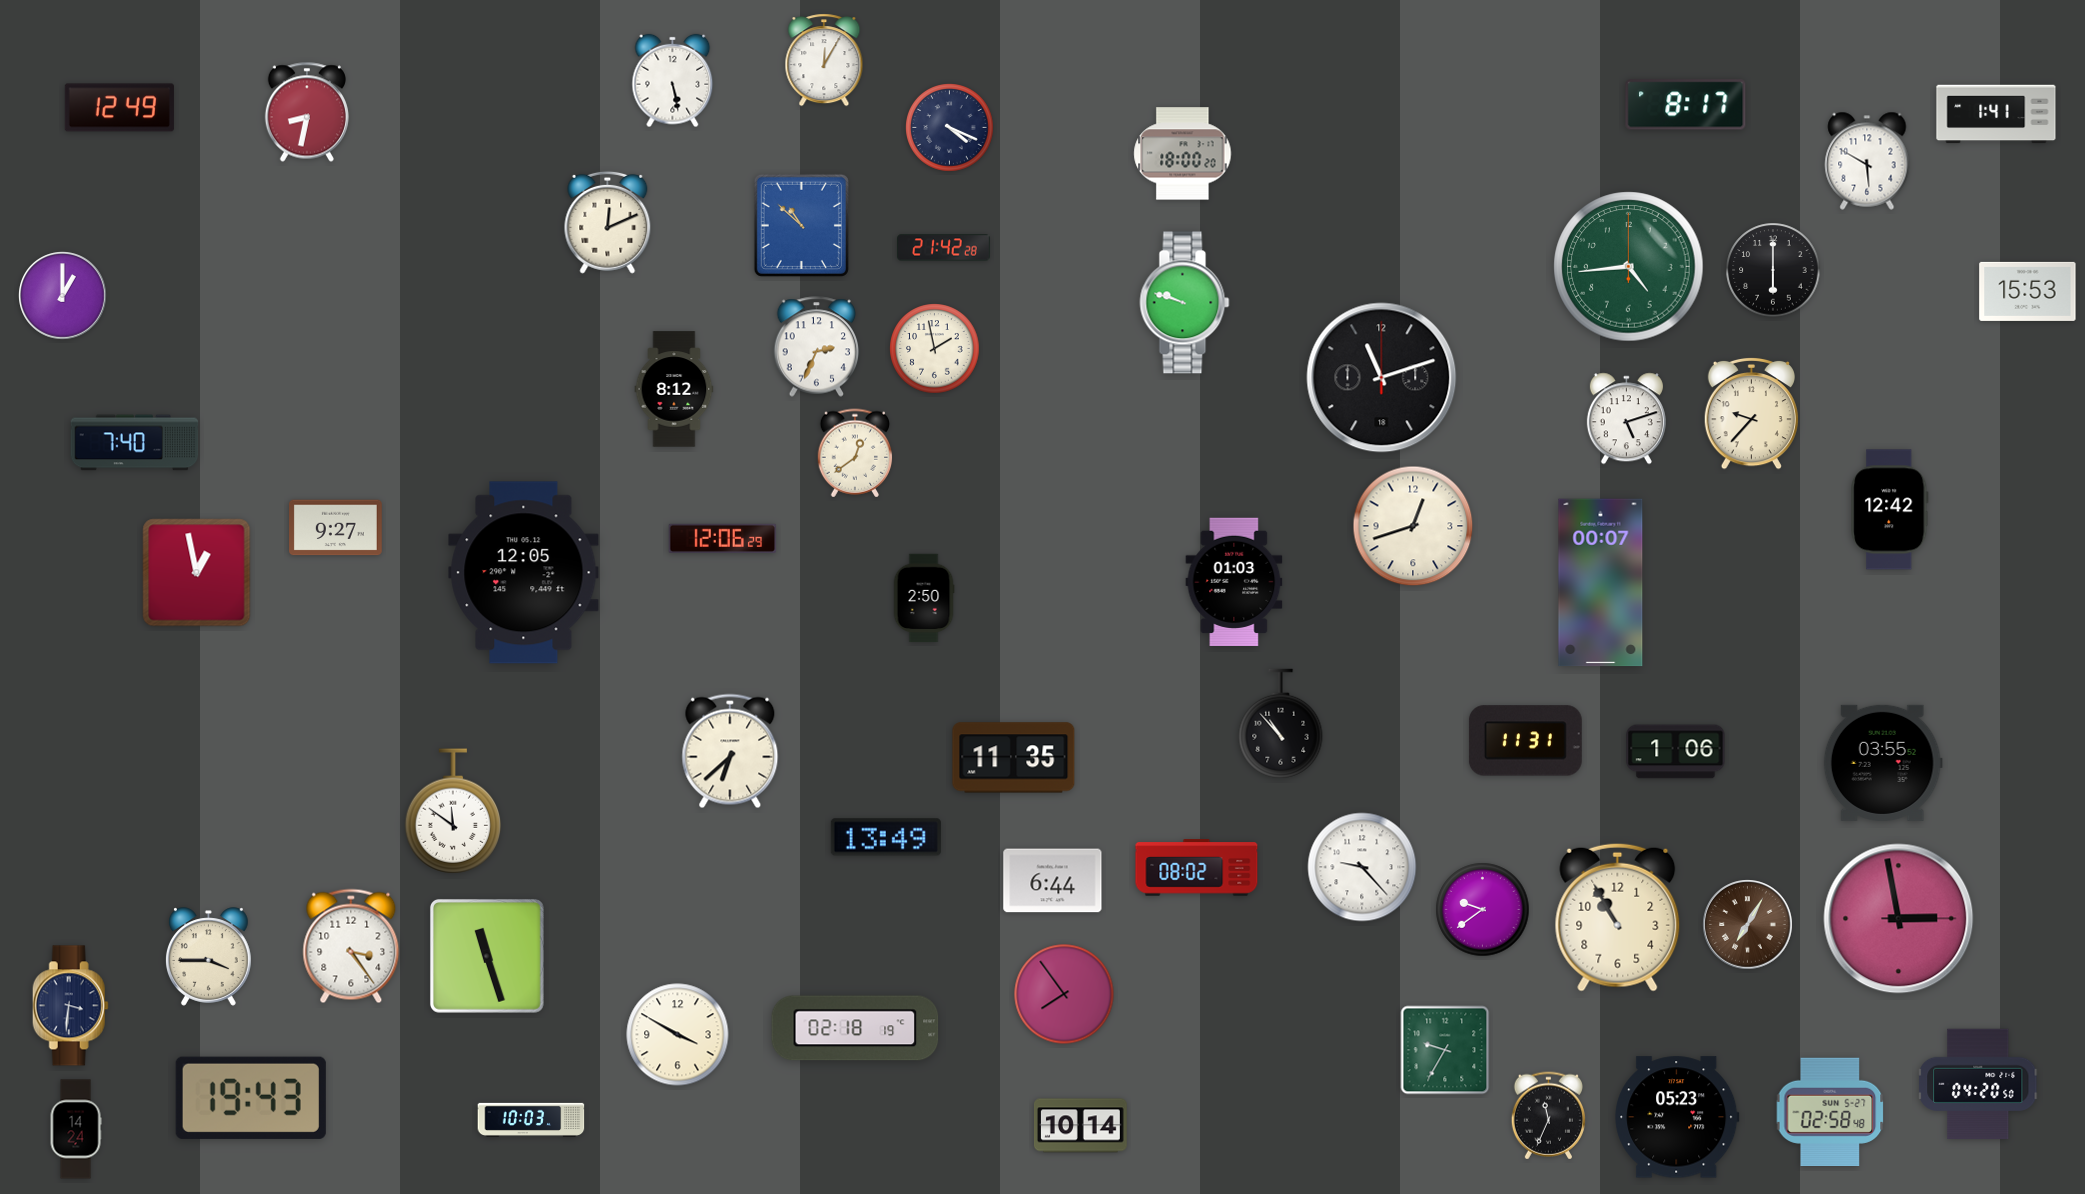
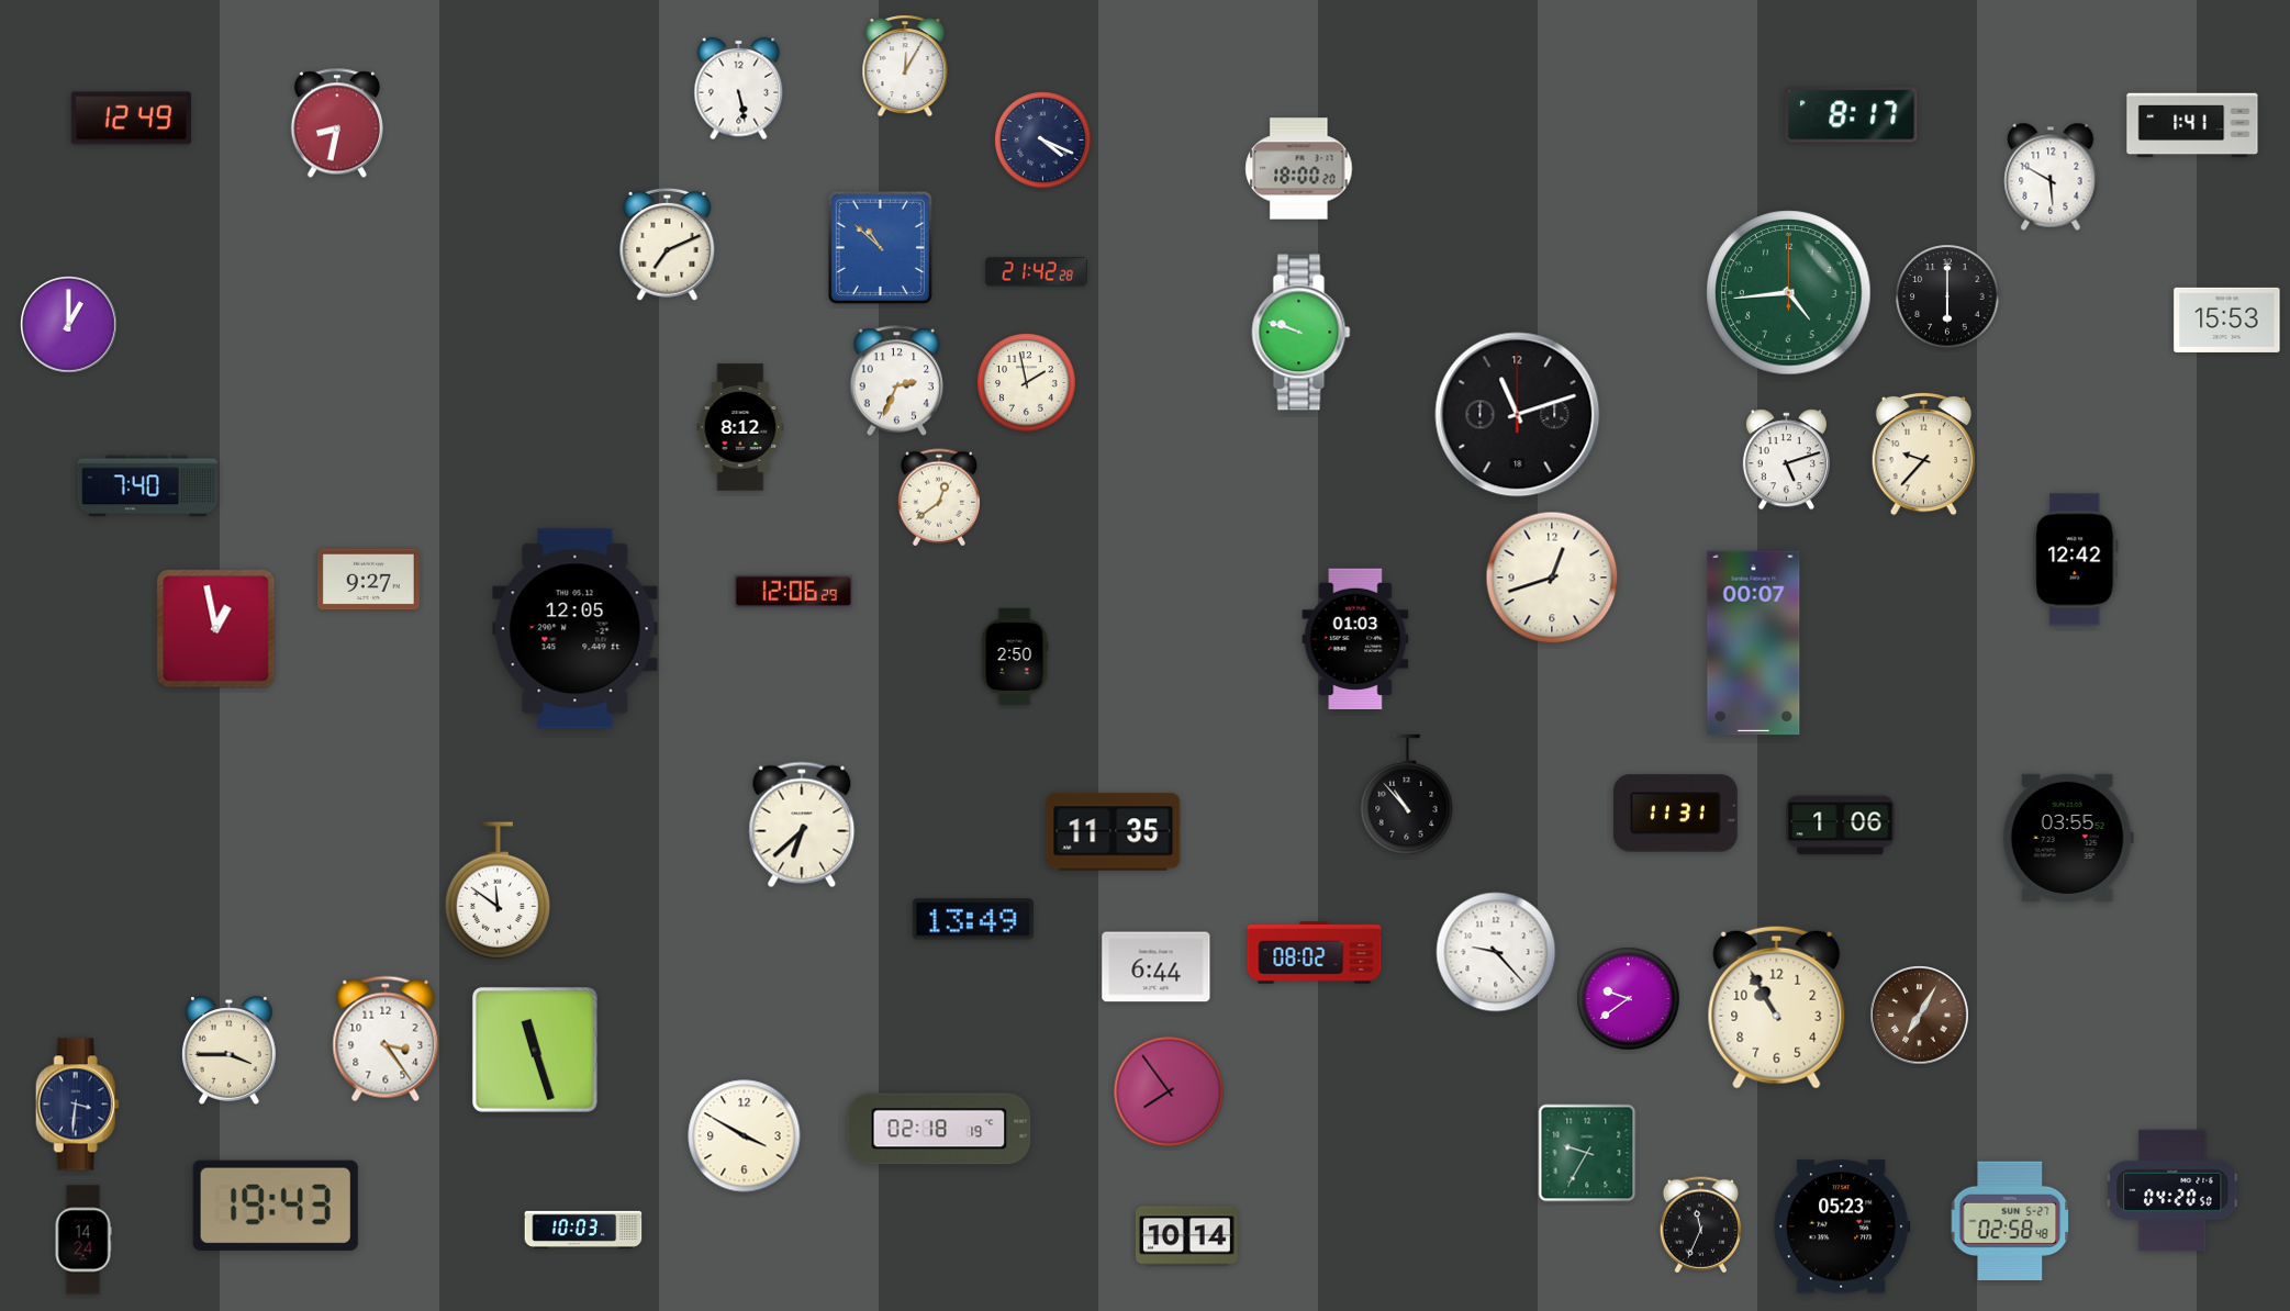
clock at (608, 222): 12:11 -> 7:11
clock at (1601, 583) position: (1601, 583) -> (1754, 643)
clock at (1899, 919): 2:58 -> none
